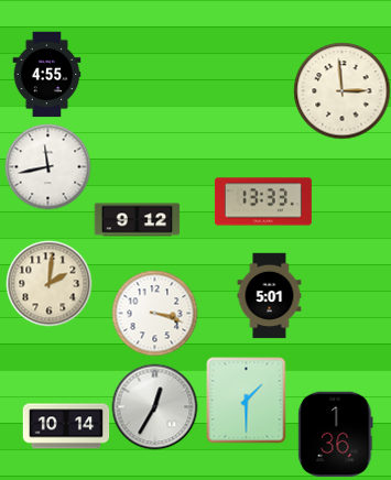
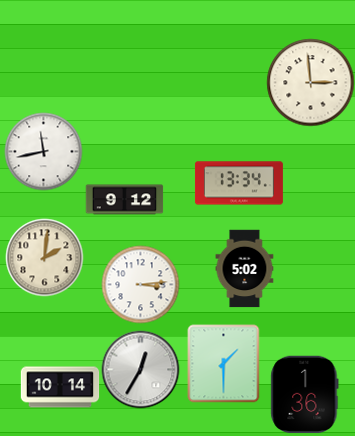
clock at (47, 74): 4:55 -> none
clock at (263, 201): 13:33 -> 13:34
clock at (270, 295): 5:01 -> 5:02
clock at (154, 313): 3:18 -> 3:14
